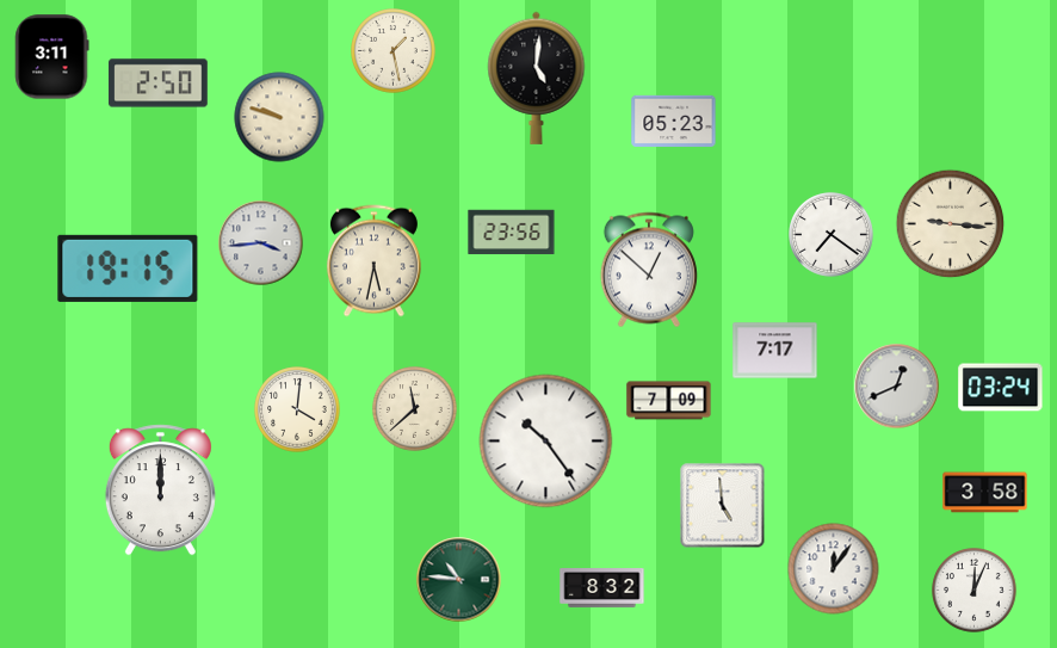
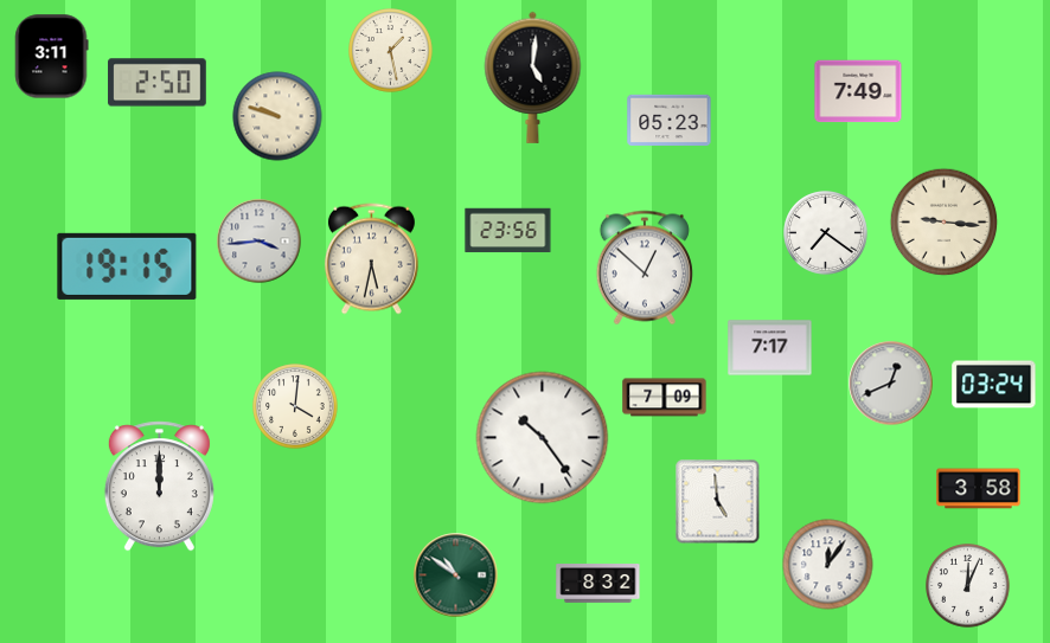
clock at (858, 91): none -> 7:49
clock at (415, 409): 11:38 -> none
clock at (459, 580): 10:46 -> 10:51
